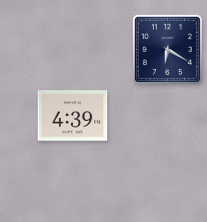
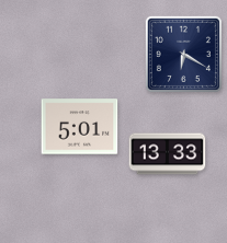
clock at (73, 116): 4:39 -> 5:01
clock at (168, 154): none -> 13:33
